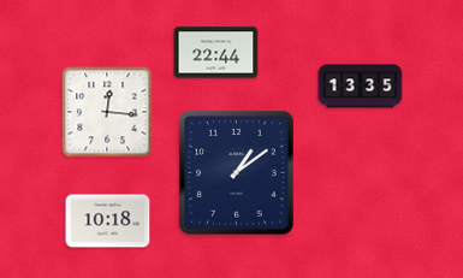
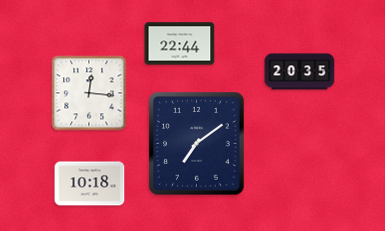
clock at (361, 87): 13:35 -> 20:35
clock at (237, 173): 1:09 -> 7:09
